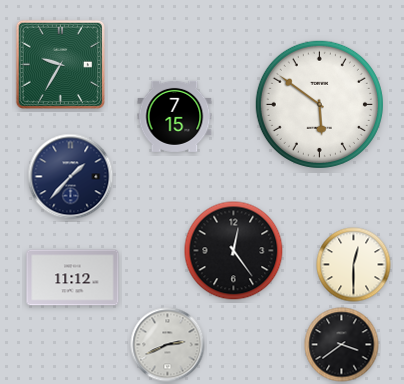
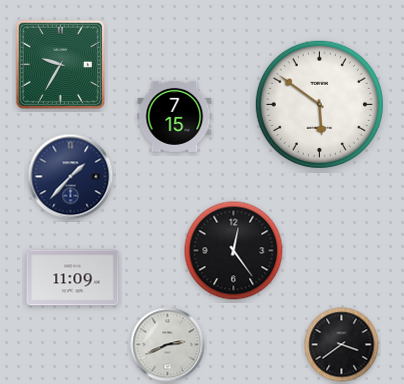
clock at (354, 265): 12:30 -> none
clock at (73, 278): 11:12 -> 11:09
